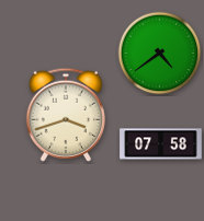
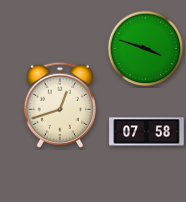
clock at (160, 54): 4:39 -> 3:48
clock at (66, 115): 3:42 -> 12:42
